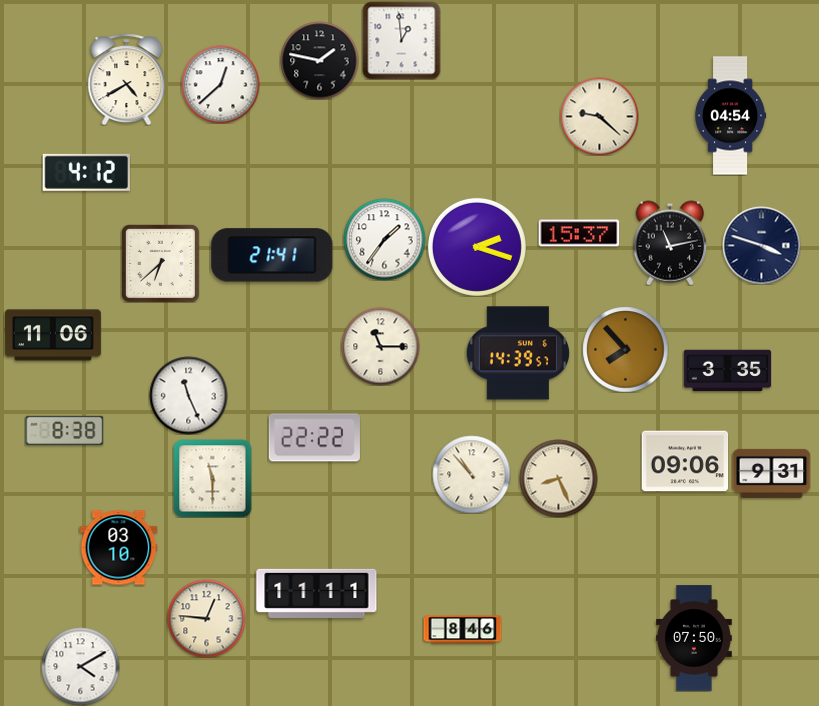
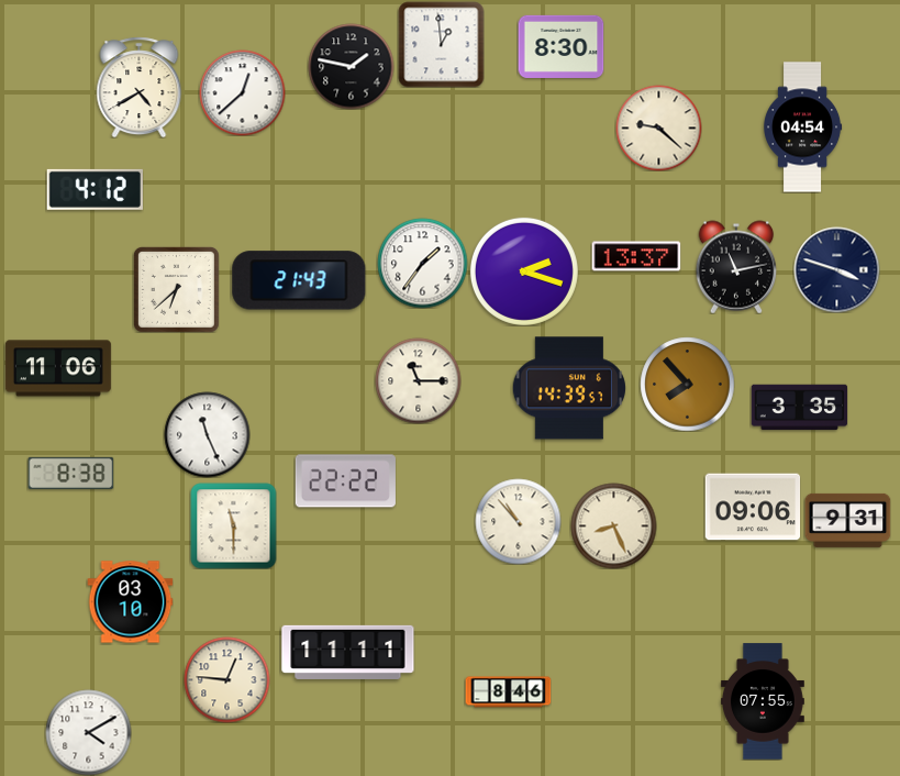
clock at (560, 46): none -> 8:30
clock at (579, 233): 15:37 -> 13:37
clock at (272, 255): 21:41 -> 21:43
clock at (695, 638): 07:50 -> 07:55
